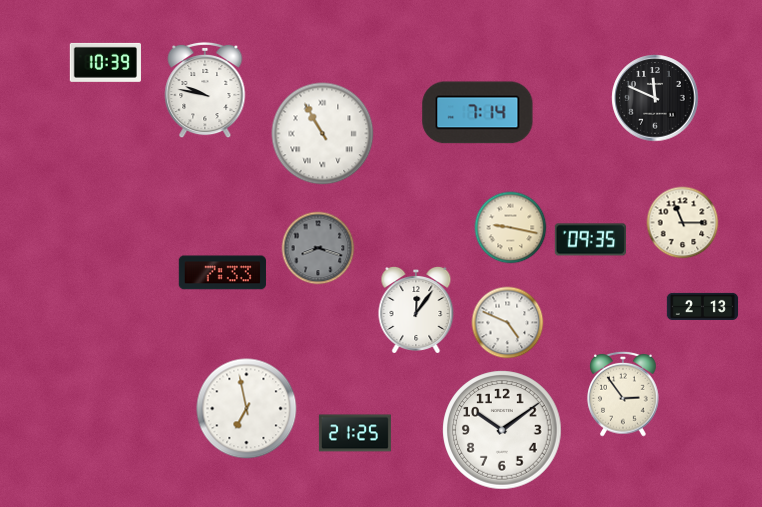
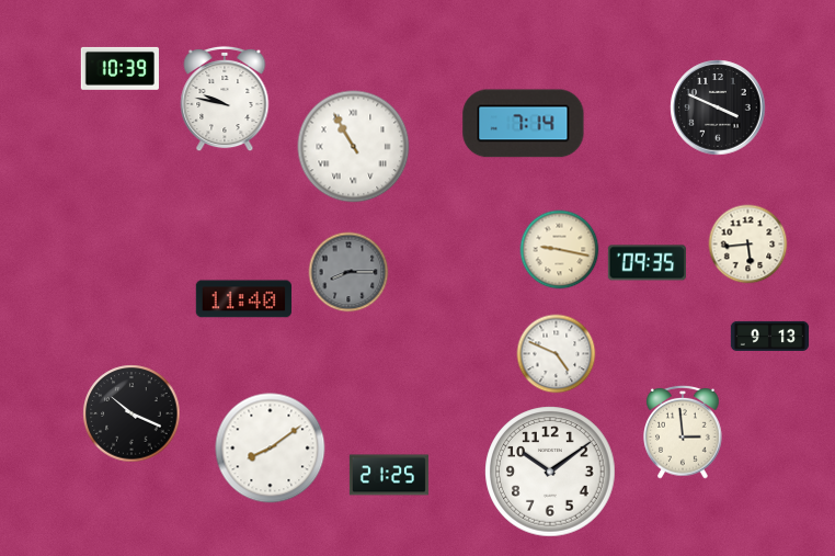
clock at (105, 62) position: (105, 62) -> (119, 68)
clock at (655, 98): 11:49 -> 3:49
clock at (683, 223): 11:15 -> 5:44
clock at (318, 248): 8:18 -> 8:15
clock at (222, 273): 7:33 -> 11:40
clock at (703, 306): 2:13 -> 9:13
clock at (416, 310): 12:06 -> none
clock at (131, 413): none -> 10:19
clock at (623, 394): 2:54 -> 2:59
clock at (247, 409): 6:58 -> 8:09
